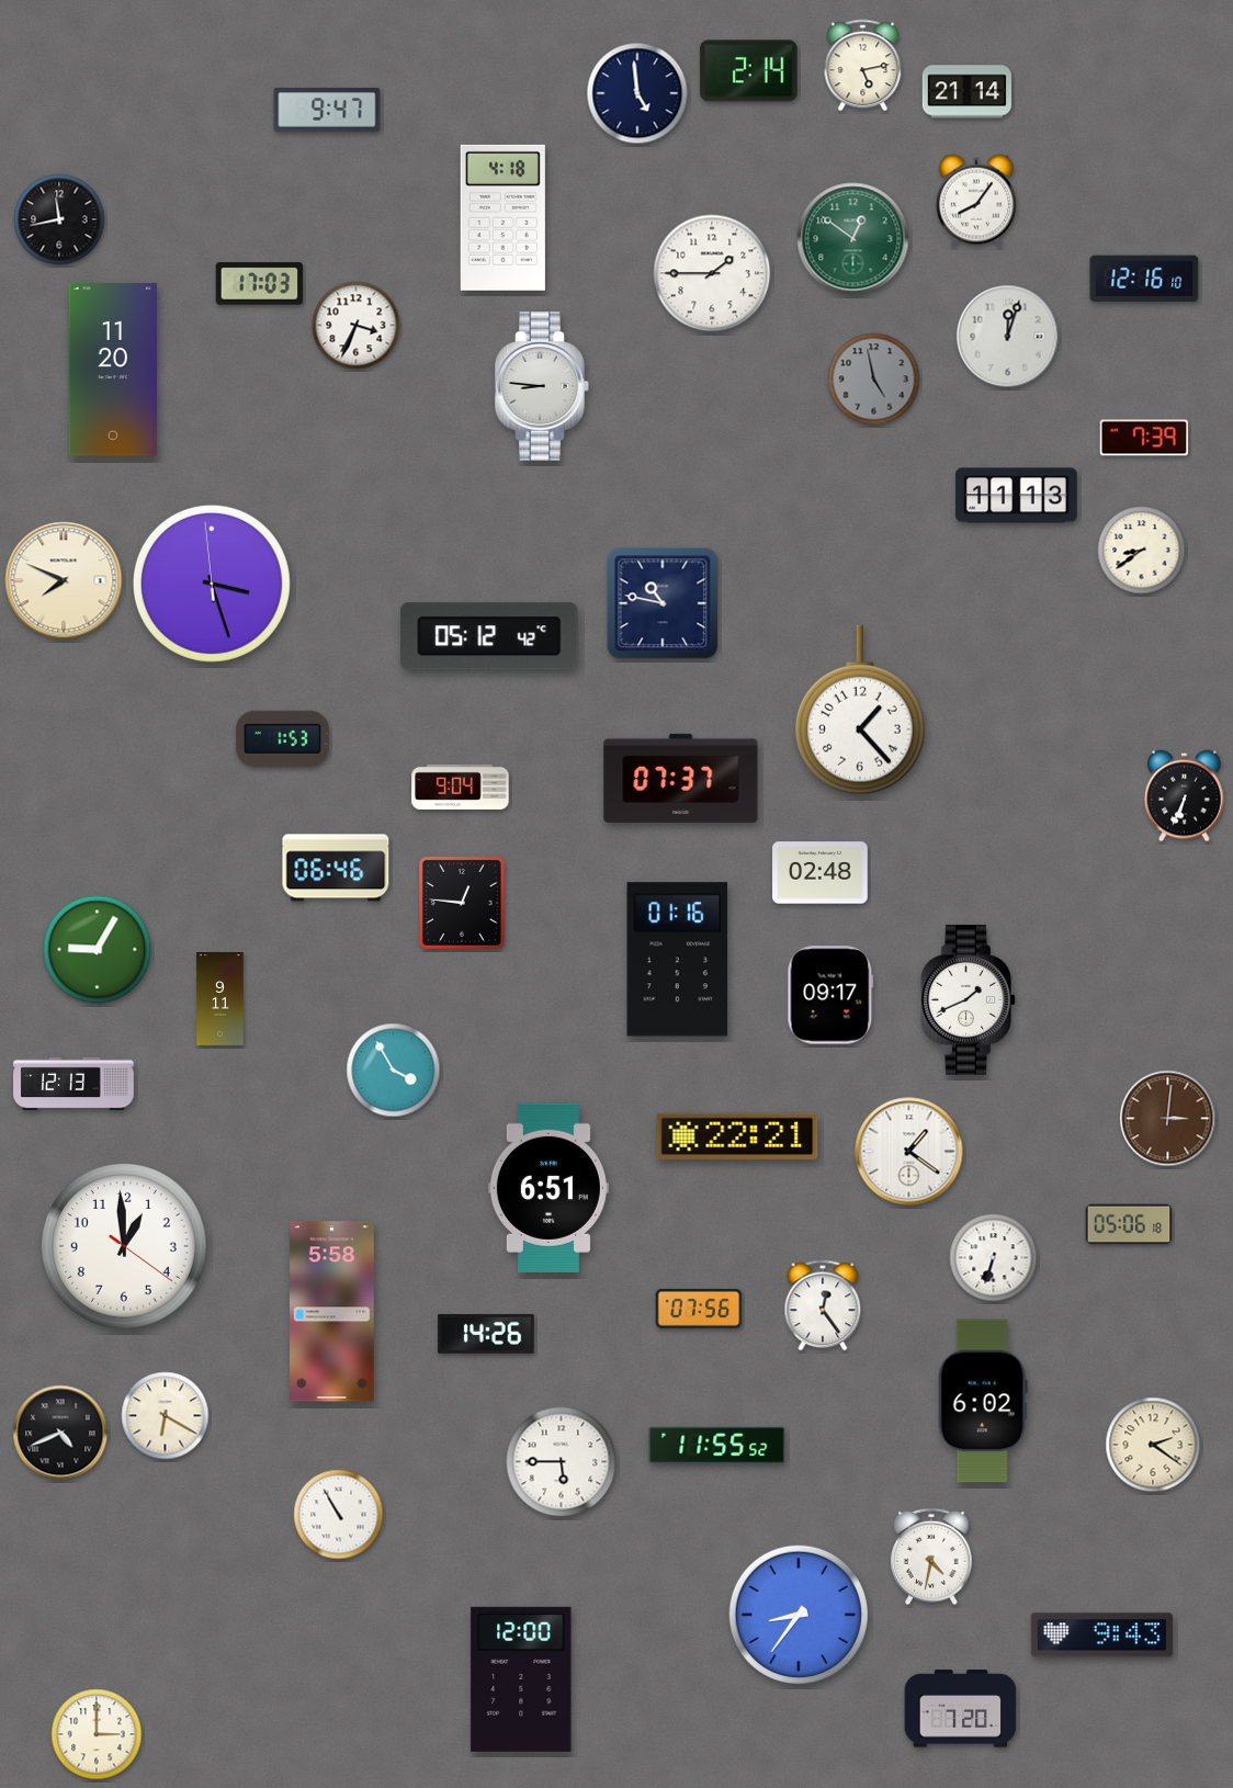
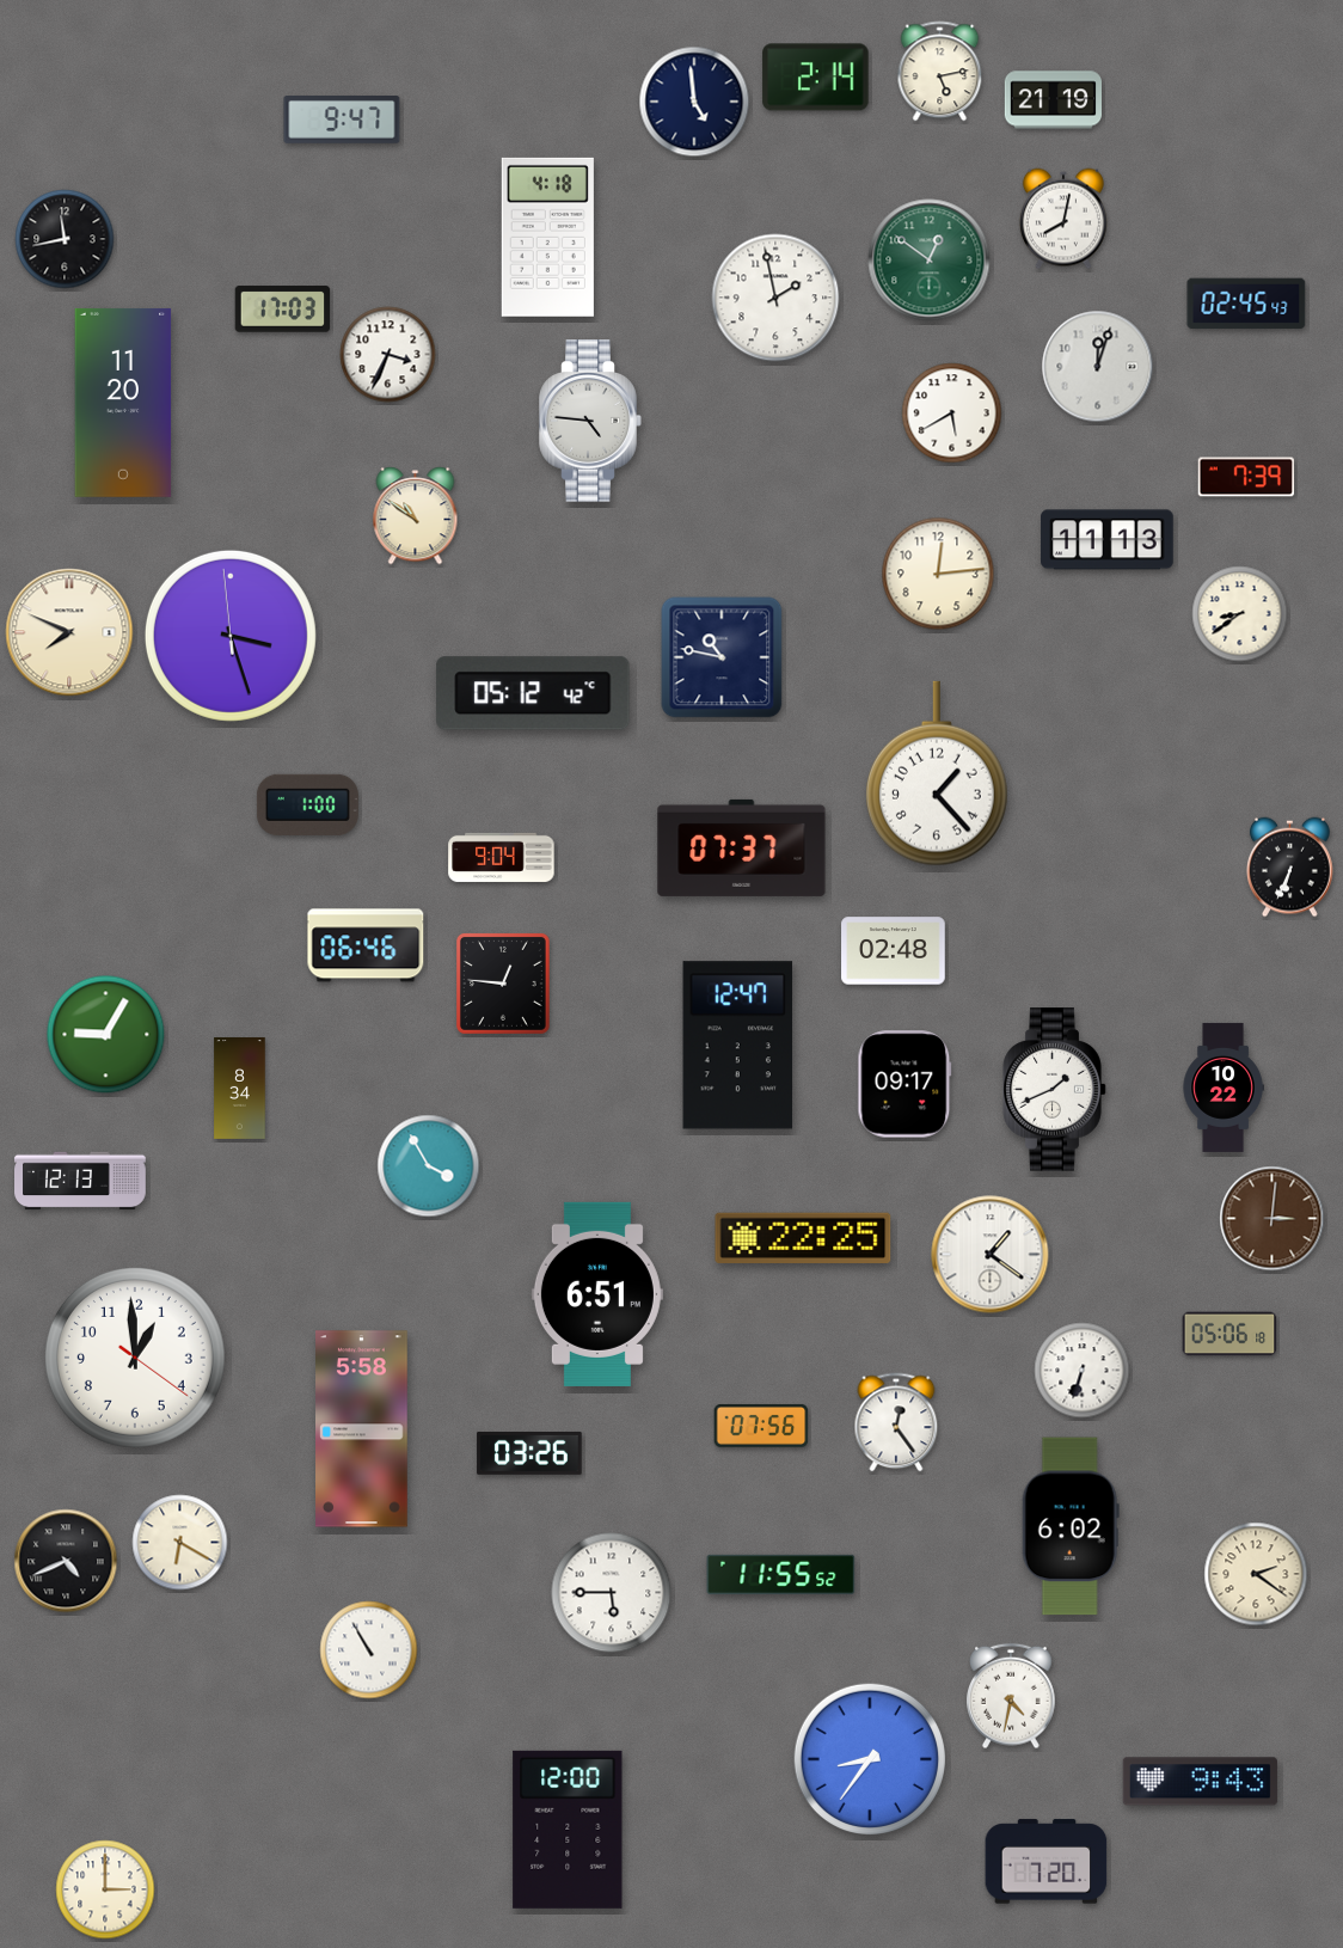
clock at (966, 92): 21:14 -> 21:19
clock at (327, 111) position: (327, 111) -> (342, 121)
clock at (976, 201): 8:06 -> 8:02
clock at (712, 273): 1:45 -> 1:58
clock at (1144, 279): 12:16 -> 02:45
clock at (874, 380): 4:58 -> 5:40
clock at (874, 380) dial: grey -> white
clock at (542, 386): 8:46 -> 4:46
clock at (416, 516): none -> 10:51
clock at (938, 574): none -> 12:14
clock at (1142, 551) position: (1142, 551) -> (1240, 614)
clock at (282, 738): 1:53 -> 1:00
clock at (678, 960): 01:16 -> 12:47
clock at (1224, 1088): none -> 10:22
clock at (220, 999): 9:11 -> 8:34
clock at (737, 1136): 22:21 -> 22:25
clock at (486, 1334): 14:26 -> 03:26
clock at (932, 1557) position: (932, 1557) -> (1012, 1696)
